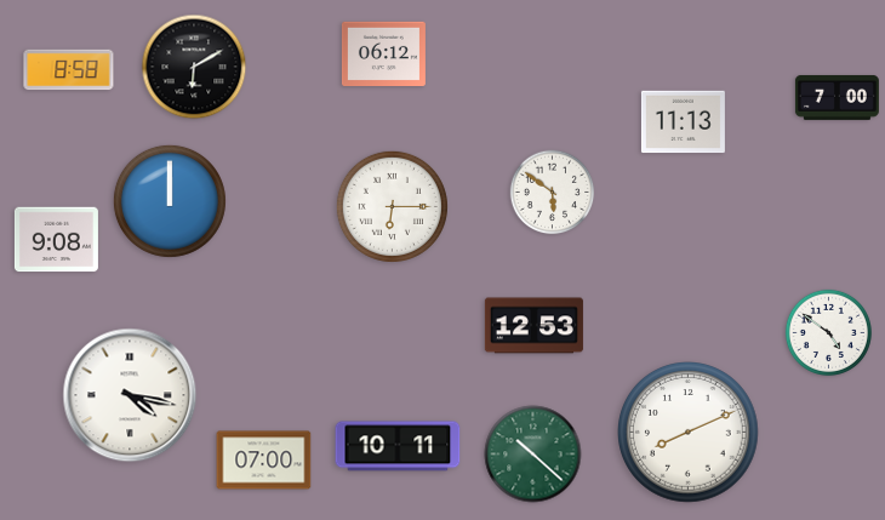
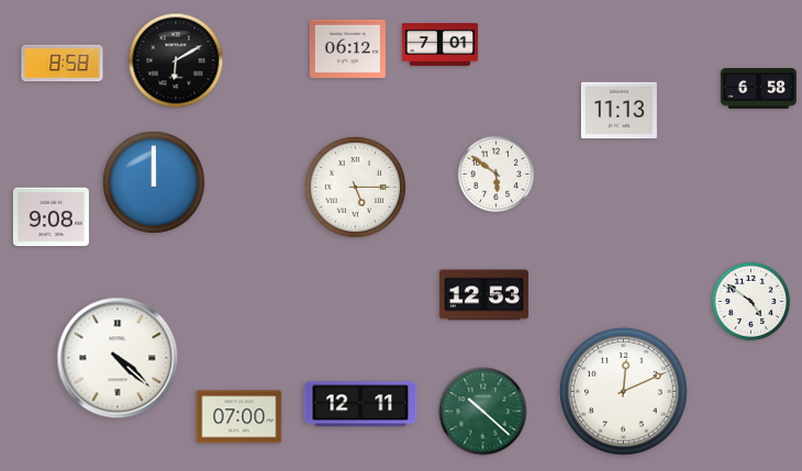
clock at (439, 45): none -> 7:01
clock at (837, 97): 7:00 -> 6:58
clock at (553, 193) position: (553, 193) -> (497, 175)
clock at (392, 206): 6:15 -> 5:15
clock at (130, 395): 4:17 -> 4:22
clock at (689, 433): 8:11 -> 12:11
clock at (398, 446): 10:11 -> 12:11
